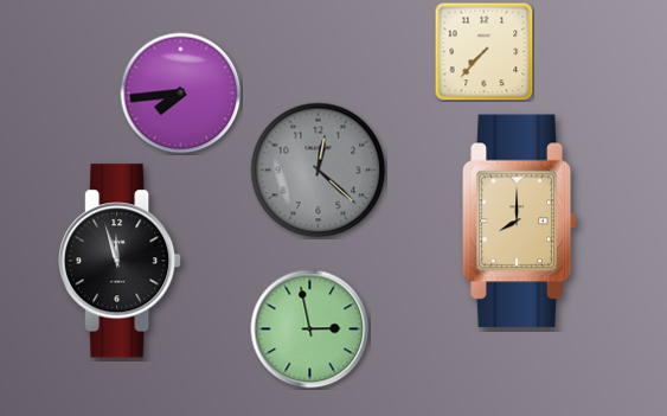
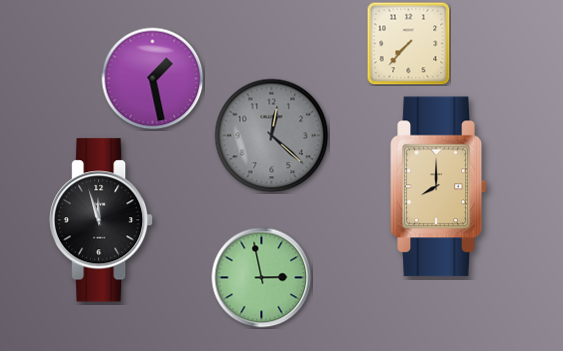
clock at (181, 94): 7:44 -> 1:28
clock at (319, 171) position: (319, 171) -> (272, 136)
